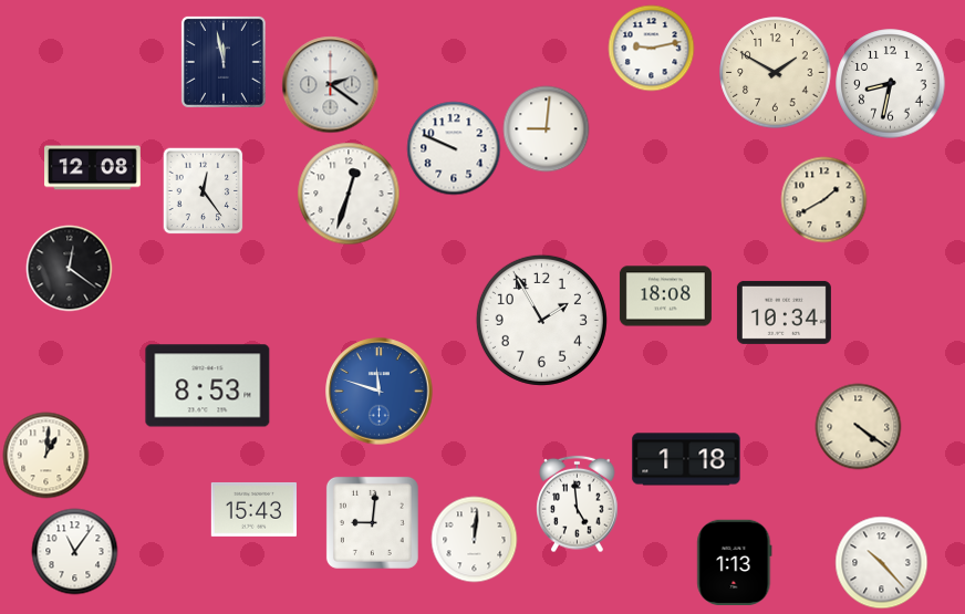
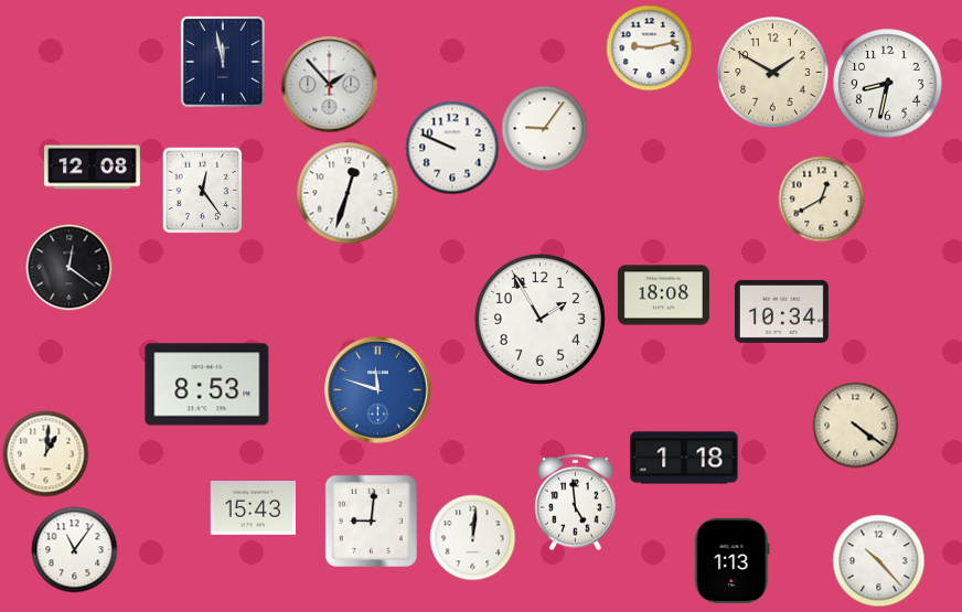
clock at (330, 84): 2:21 -> 1:53
clock at (546, 128): 9:01 -> 9:06
clock at (823, 199): 1:40 -> 12:40
